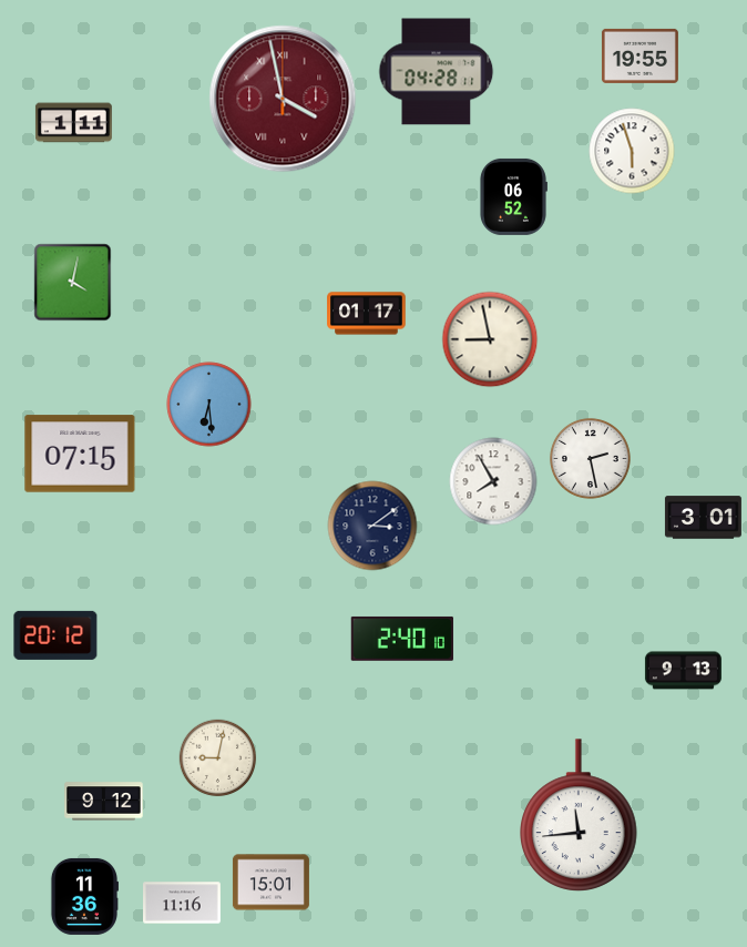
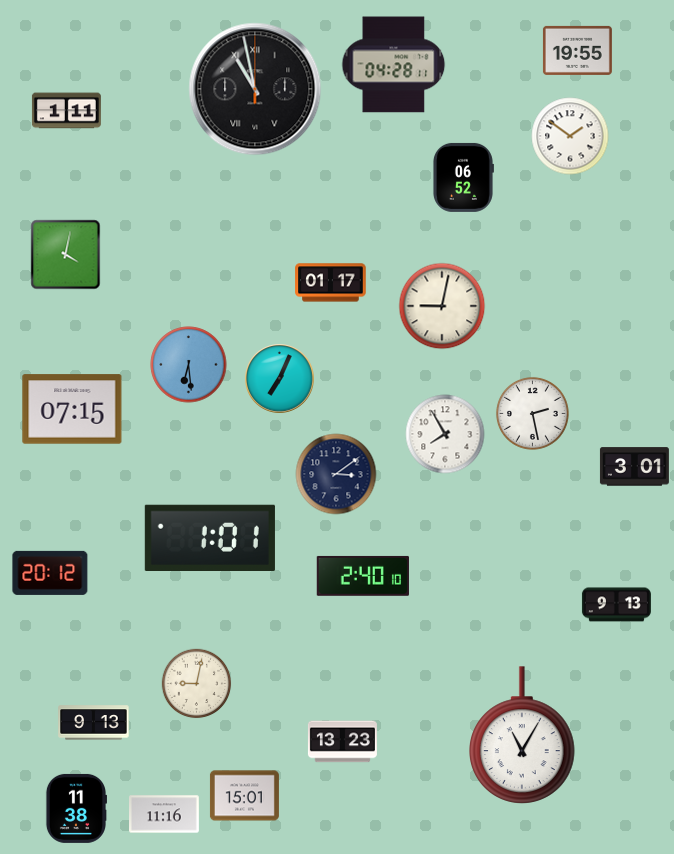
clock at (283, 99): 3:58 -> 10:58
clock at (283, 99) dial: burgundy -> black
clock at (632, 151): 5:57 -> 1:51
clock at (490, 339): 8:58 -> 9:02
clock at (280, 379): none -> 7:04
clock at (210, 537): none -> 1:01
clock at (104, 802): 9:12 -> 9:13
clock at (580, 815): 11:44 -> 11:05
clock at (342, 742): none -> 13:23
clock at (83, 896): 11:36 -> 11:38
